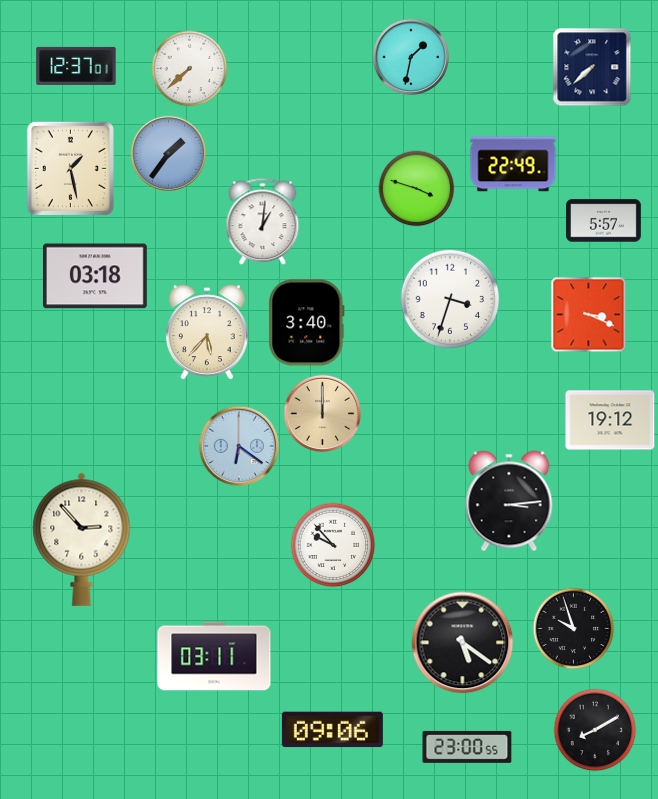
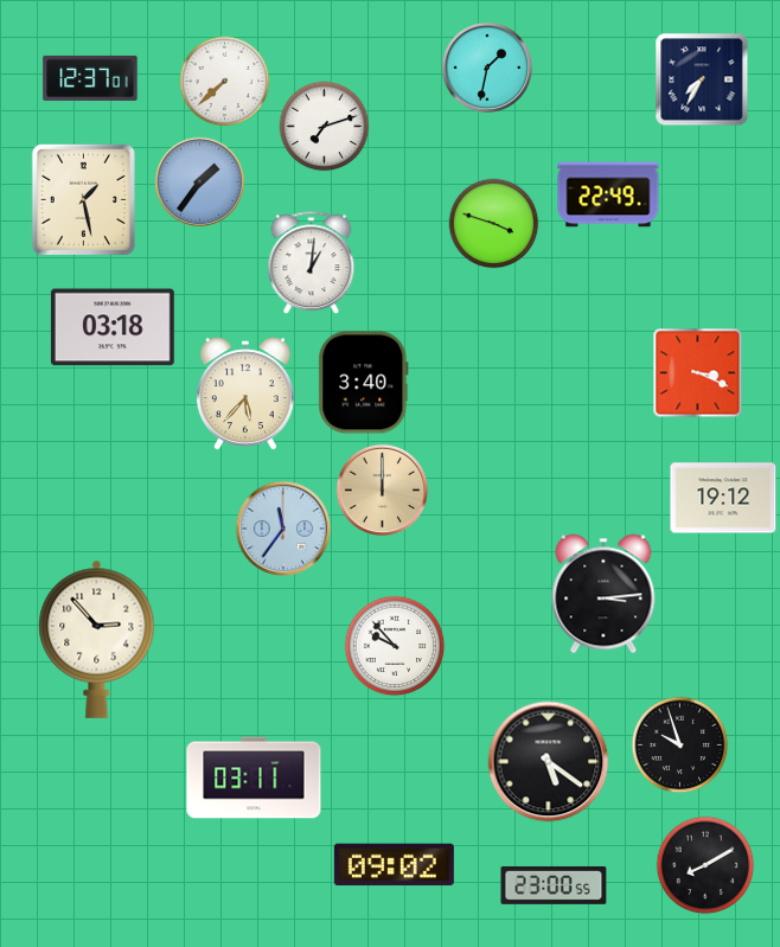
clock at (592, 67): 7:38 -> 7:35
clock at (325, 127): none -> 7:12
clock at (604, 221): 5:57 -> none
clock at (450, 299): 3:33 -> none
clock at (239, 446): 6:21 -> 11:36
clock at (332, 730): 09:06 -> 09:02
